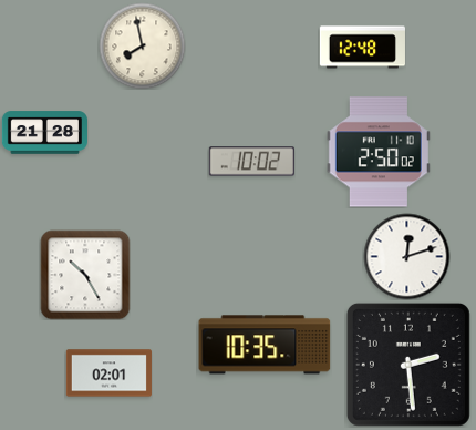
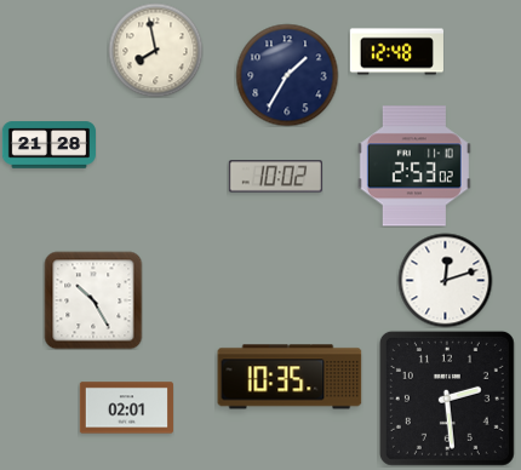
clock at (287, 75): none -> 1:35
clock at (379, 152): 2:50 -> 2:53
clock at (108, 373) position: (108, 373) -> (126, 408)
